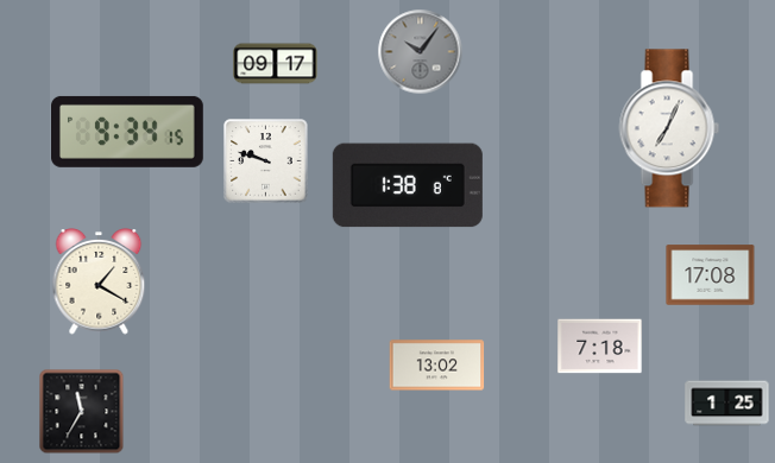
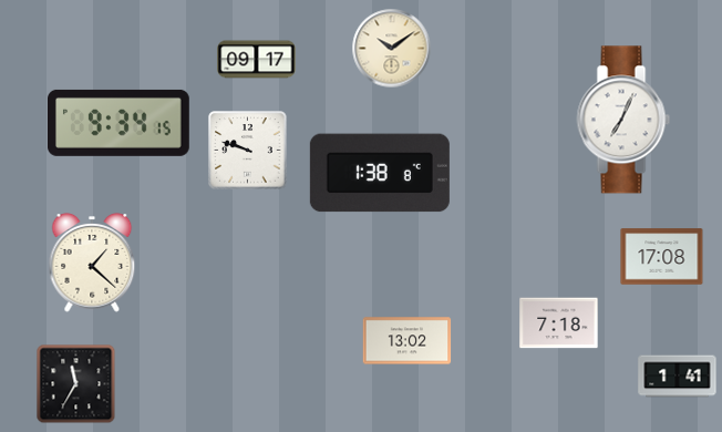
clock at (421, 52): 10:06 -> 10:09
clock at (421, 52) dial: grey -> cream
clock at (99, 281): 1:20 -> 1:22
clock at (727, 404): 1:25 -> 1:41
